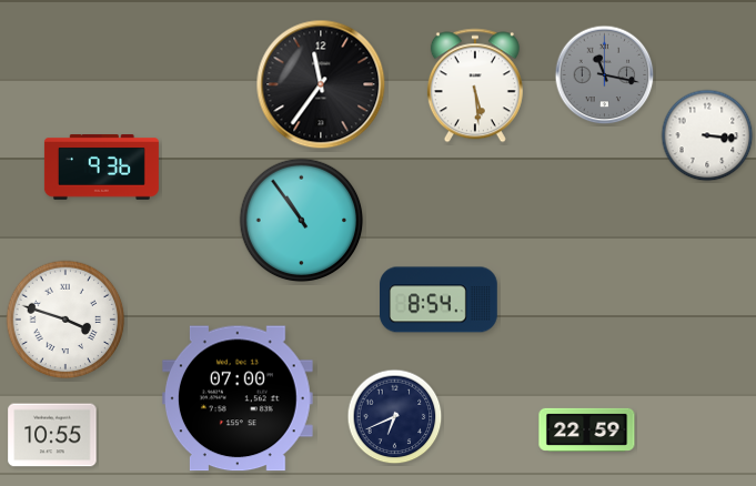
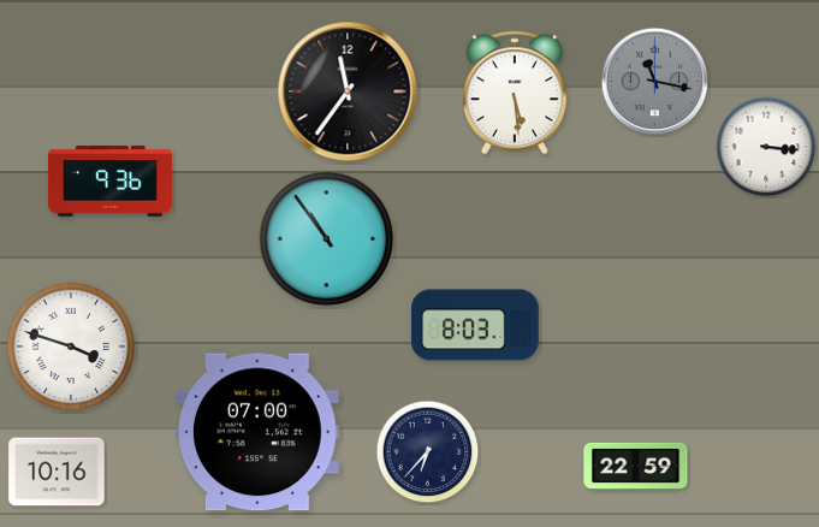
clock at (440, 300): 8:54 -> 8:03
clock at (395, 417): 6:41 -> 6:37
clock at (52, 435): 10:55 -> 10:16
